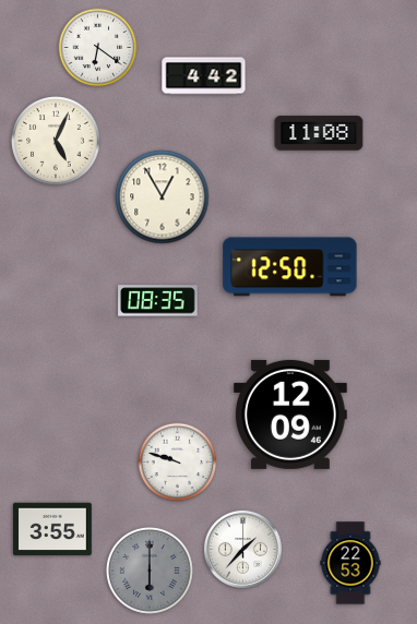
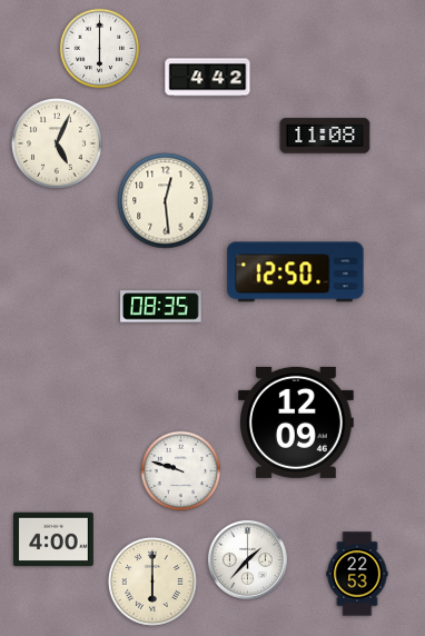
clock at (98, 48): 6:21 -> 6:00
clock at (163, 197): 12:55 -> 12:29
clock at (53, 529): 3:55 -> 4:00
clock at (150, 571) dial: grey -> cream
